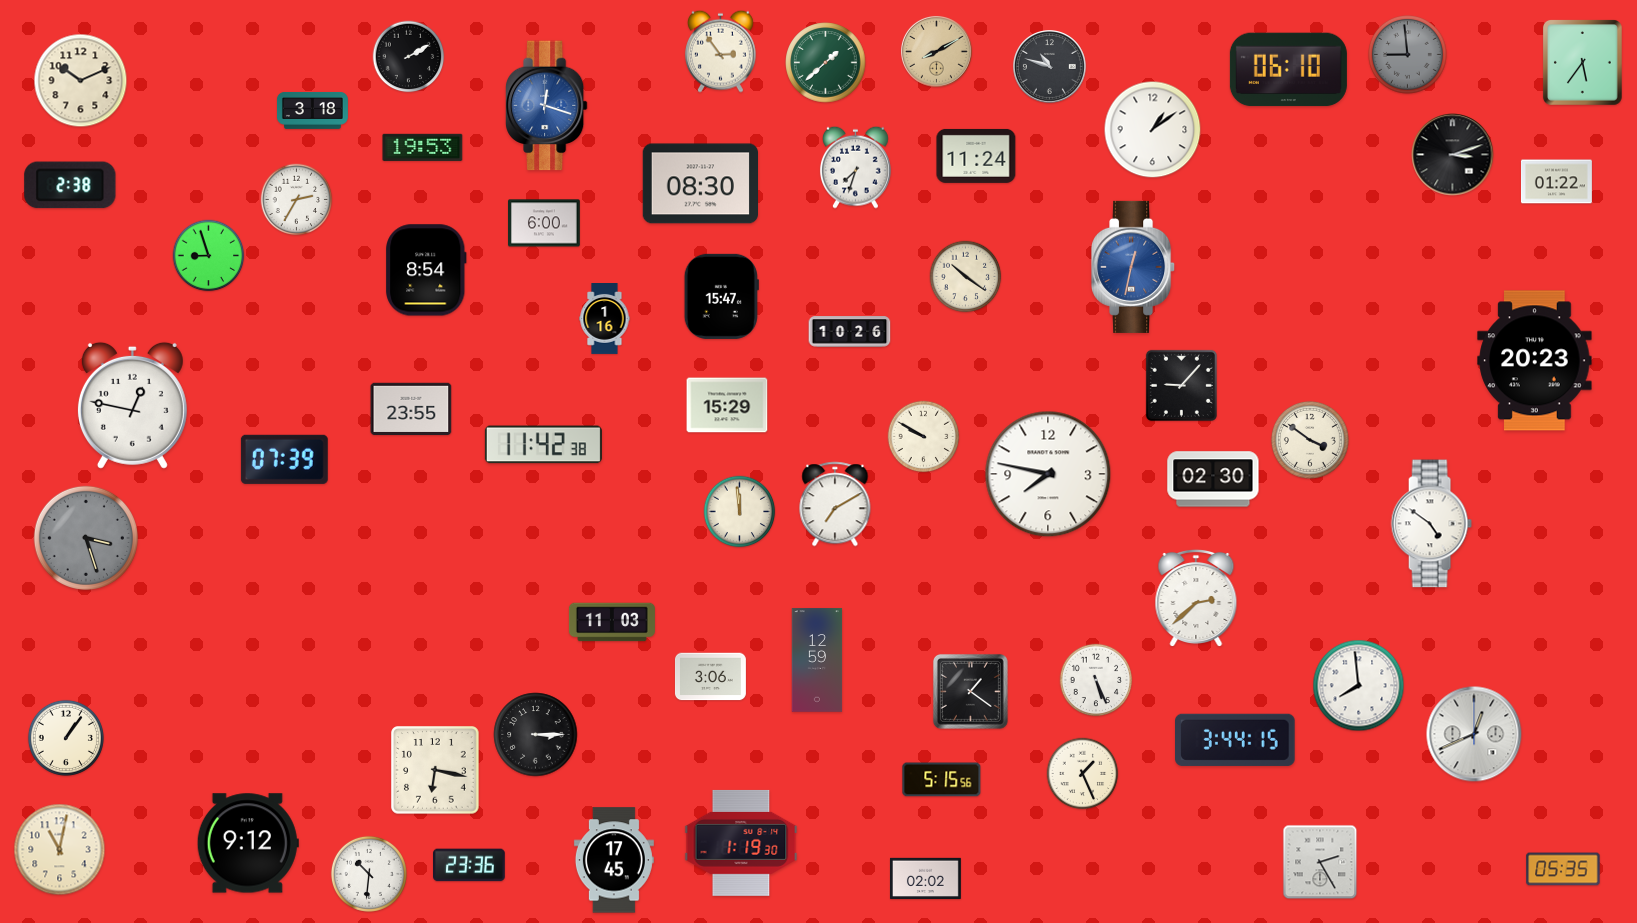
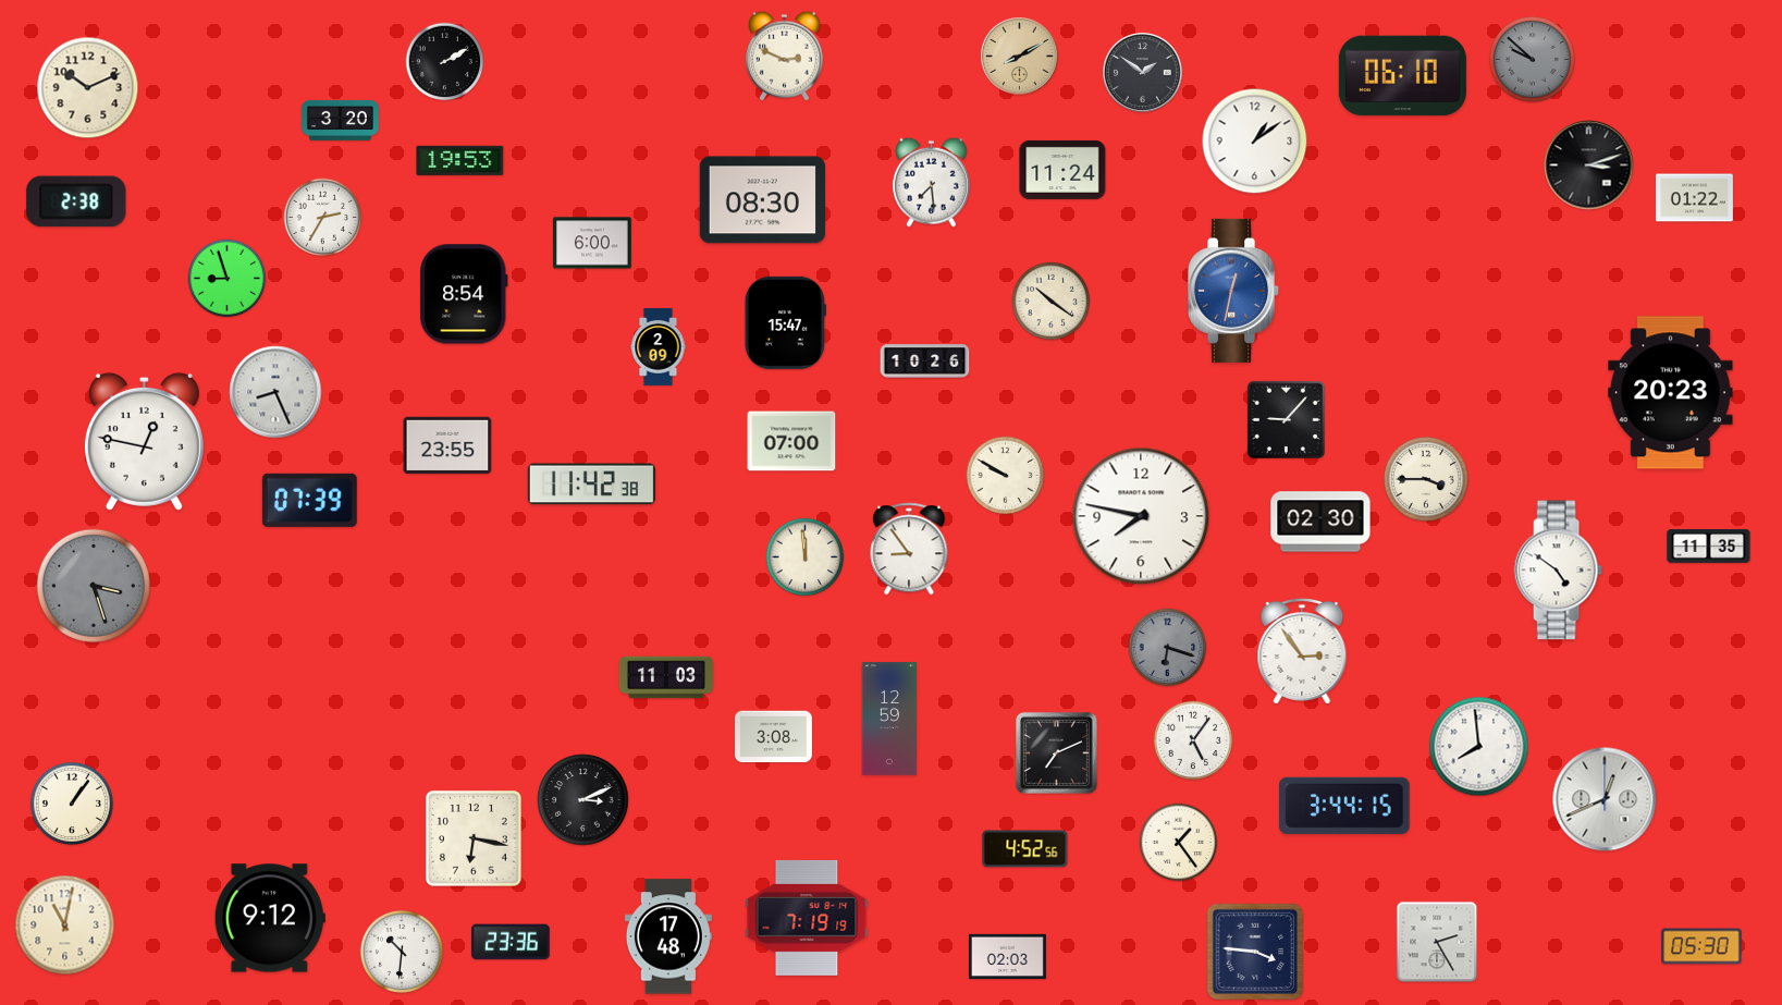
clock at (720, 51): 2:54 -> 2:49
clock at (1408, 55): 8:59 -> 9:52
clock at (826, 63): 1:38 -> none
clock at (1582, 63): 5:36 -> none
clock at (1050, 67): 10:48 -> 1:51
clock at (546, 106): 12:18 -> none
clock at (312, 111): 3:18 -> 3:20
clock at (1453, 155) position: (1453, 155) -> (1589, 166)
clock at (855, 167): 7:33 -> 7:29
clock at (605, 319): 1:16 -> 2:09
clock at (275, 392): none -> 8:26
clock at (727, 405): 15:29 -> 07:00
clock at (1310, 440): 3:51 -> 3:45
clock at (1709, 547): none -> 11:35
clock at (835, 504): 7:10 -> 8:54
clock at (1168, 648): none -> 6:18
clock at (1196, 597): 2:38 -> 2:54
clock at (710, 677): 3:06 -> 3:08
clock at (1096, 680): 5:26 -> 5:06
clock at (970, 691): 1:21 -> 7:11
clock at (536, 735): 3:15 -> 3:11
clock at (1083, 774): 1:26 -> 1:24
clock at (942, 780): 5:15 -> 4:52
clock at (741, 843): 1:19 -> 7:19
clock at (614, 860): 17:45 -> 17:48
clock at (1320, 862) position: (1320, 862) -> (1437, 942)
clock at (1563, 869): 05:35 -> 05:30
clock at (1255, 952): none -> 3:46
clock at (925, 878): 02:02 -> 02:03
